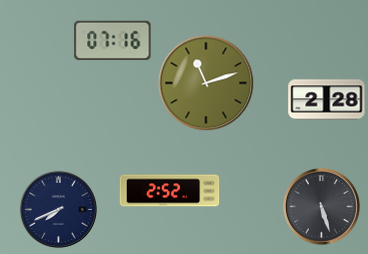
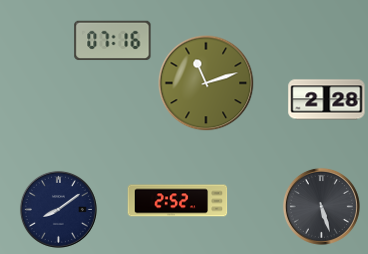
clock at (170, 191) position: (170, 191) -> (178, 201)
clock at (58, 209): 7:41 -> 8:09
